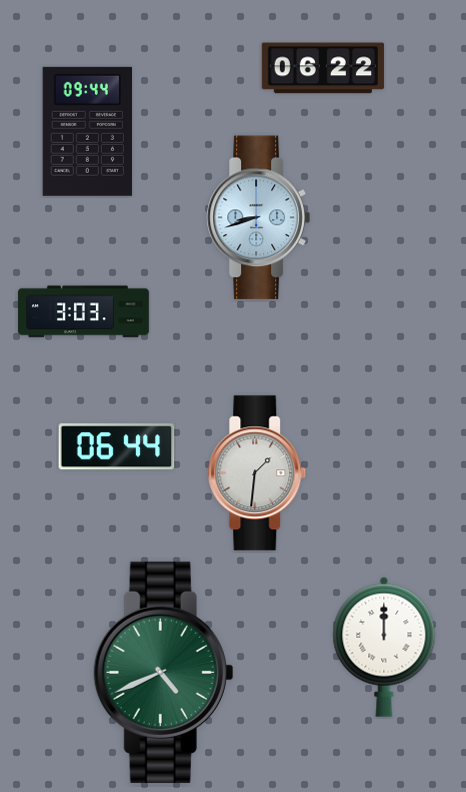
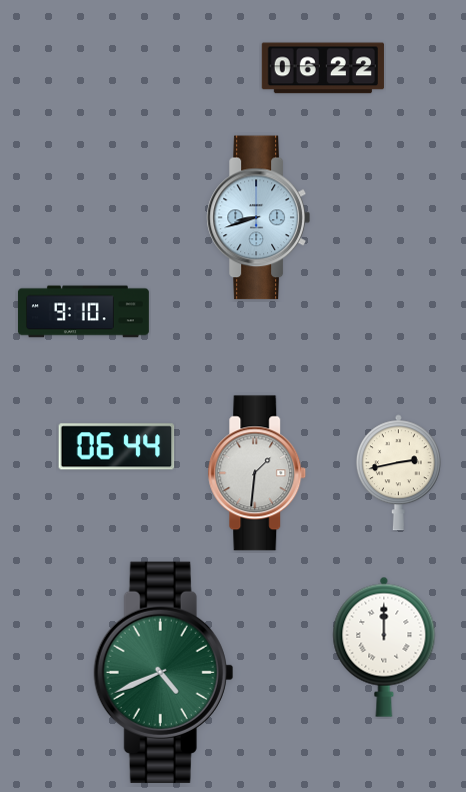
clock at (87, 131): 09:44 -> none
clock at (84, 312): 3:03 -> 9:10
clock at (398, 473): none -> 2:43
